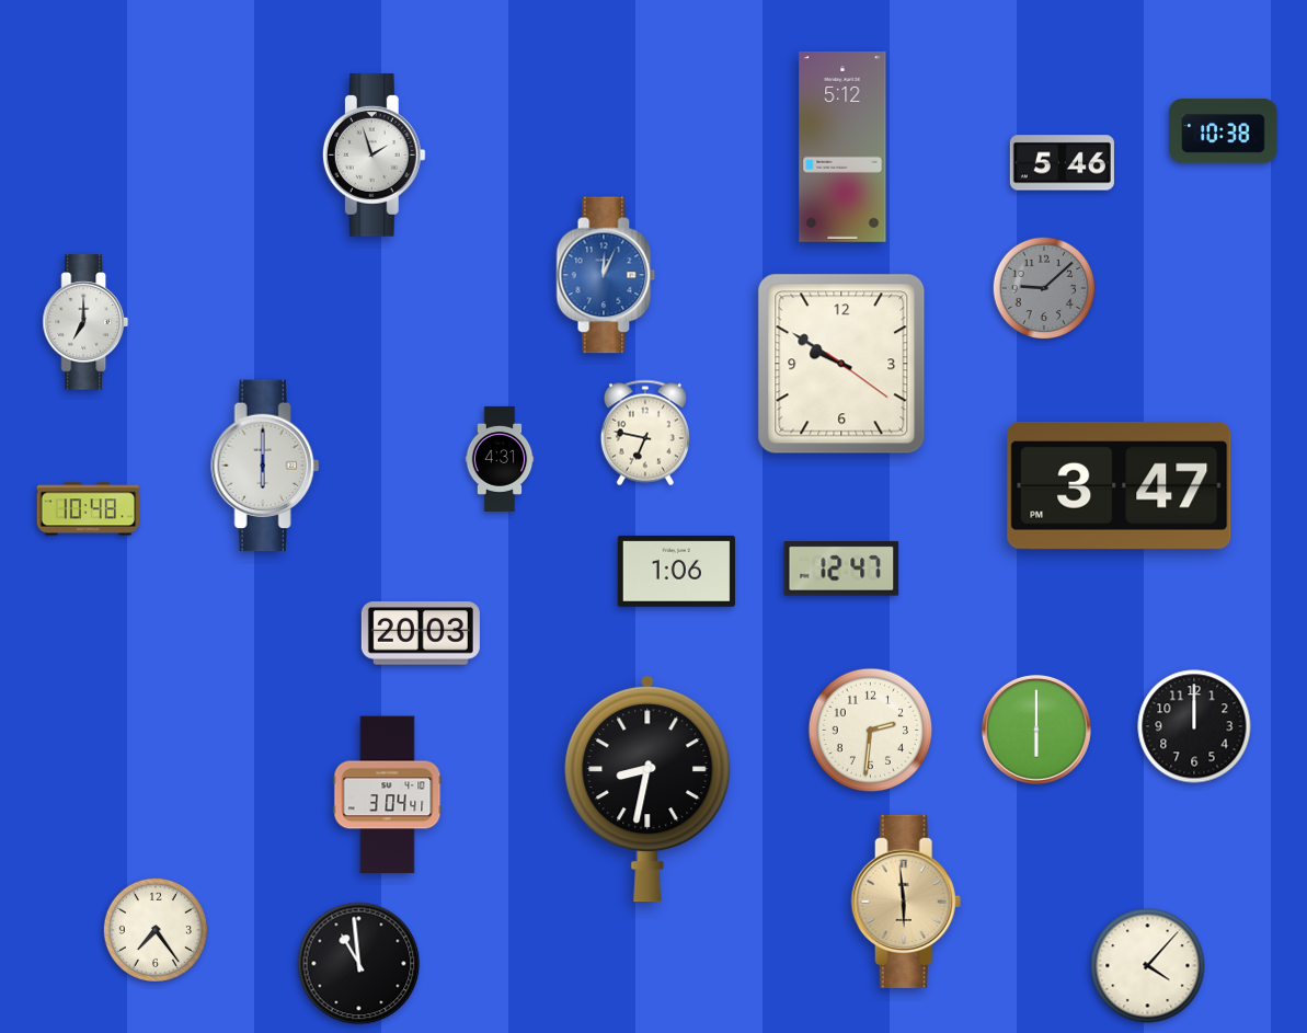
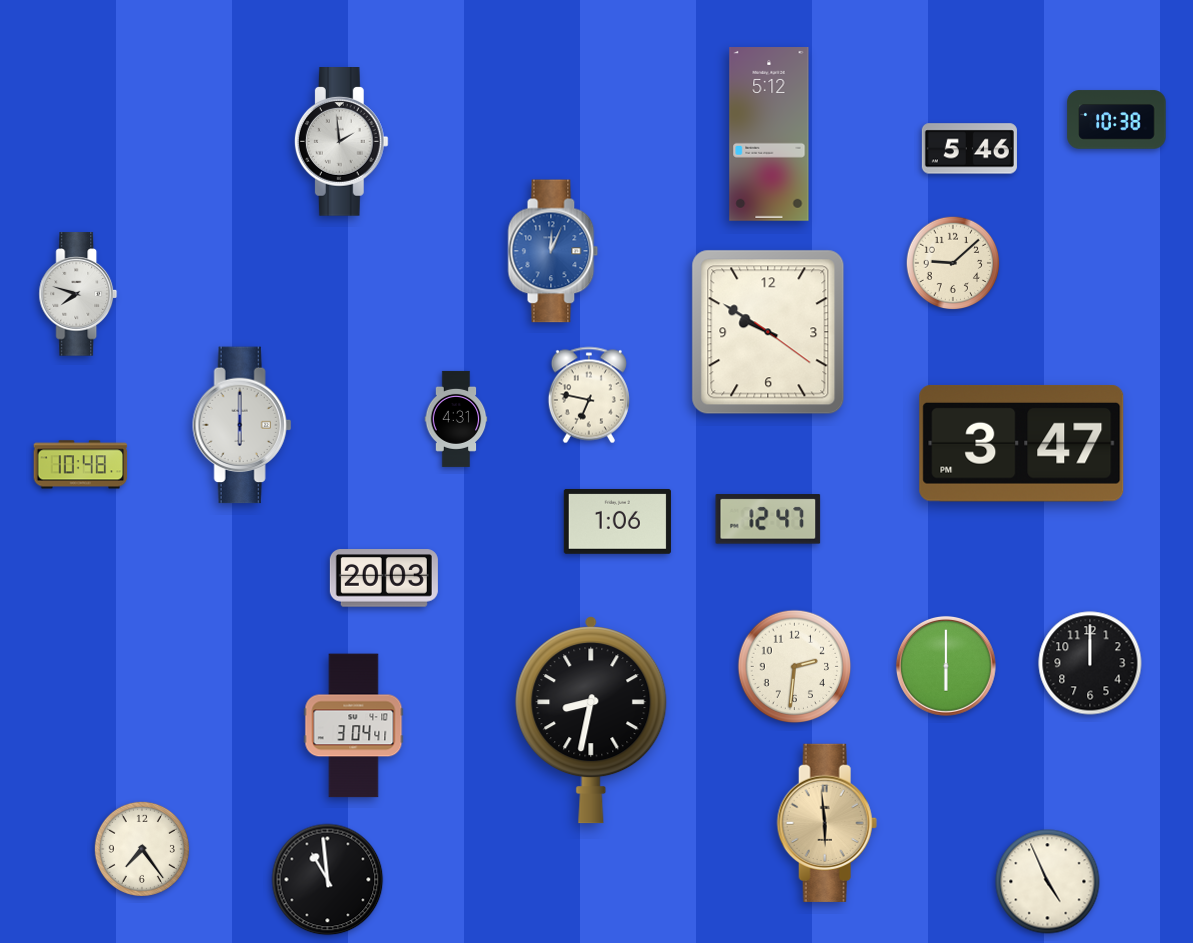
clock at (374, 156): 1:57 -> 1:59
clock at (1044, 288) dial: grey -> cream
clock at (85, 322): 7:00 -> 7:48
clock at (1148, 966): 4:07 -> 4:56
